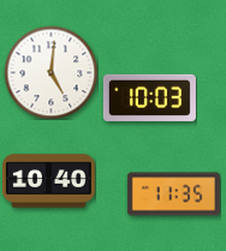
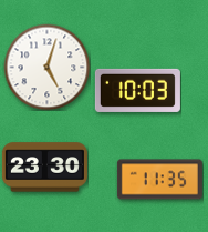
clock at (50, 72): 5:01 -> 5:03
clock at (48, 181): 10:40 -> 23:30
